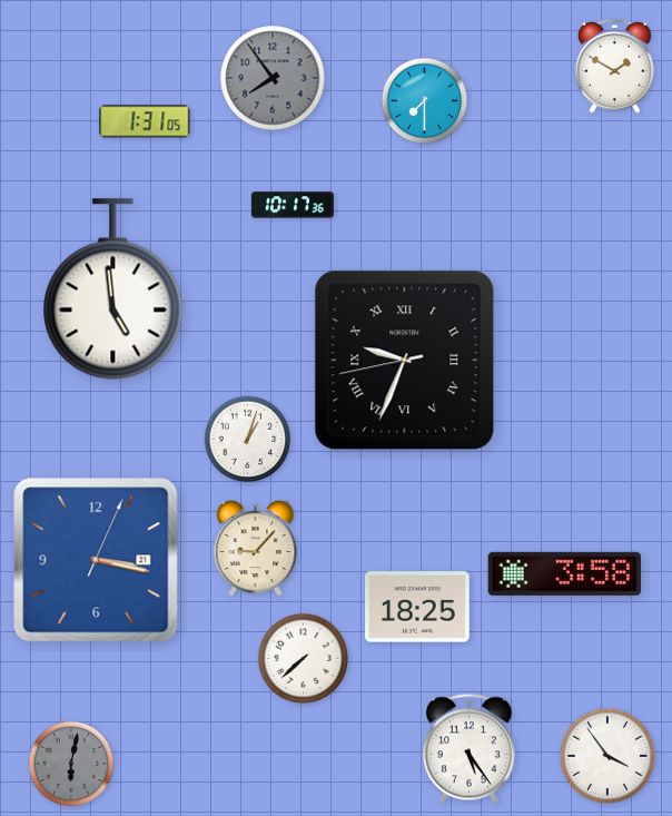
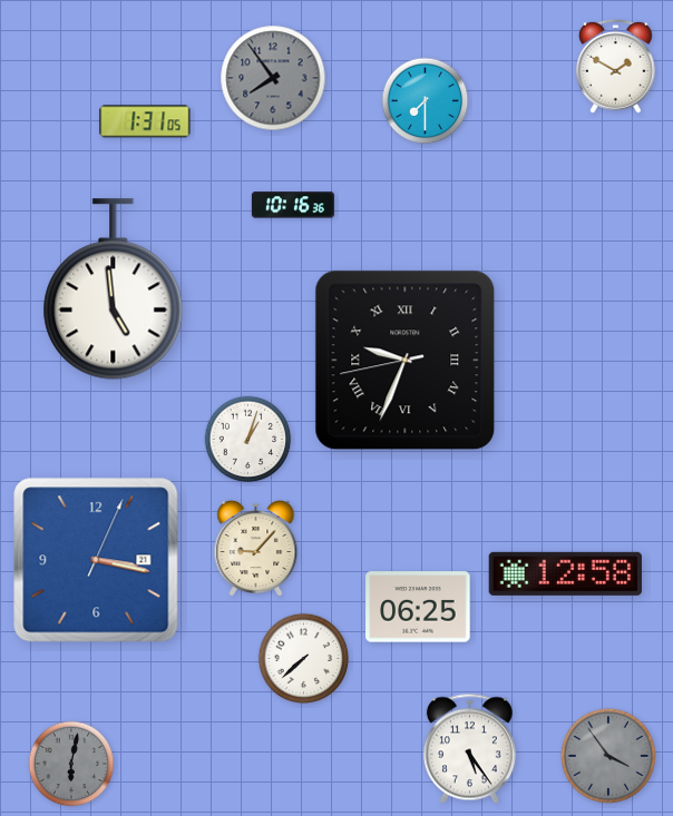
clock at (293, 205): 10:17 -> 10:16
clock at (564, 573): 3:58 -> 12:58
clock at (417, 607): 18:25 -> 06:25
clock at (607, 756) dial: white -> grey
